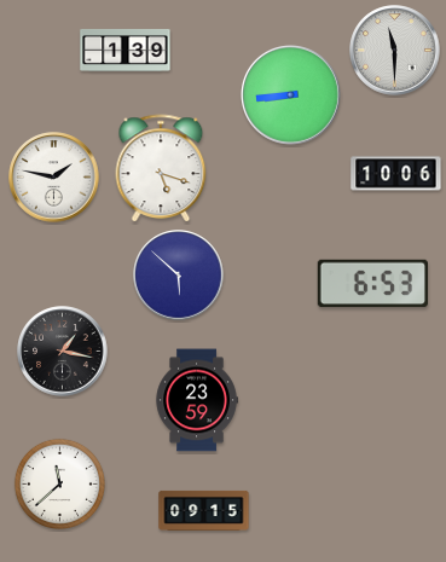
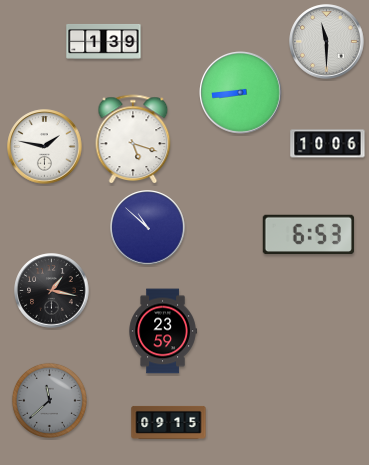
clock at (291, 95) position: (291, 95) -> (241, 93)
clock at (179, 276): 5:52 -> 10:52
clock at (59, 483) dial: white -> grey
